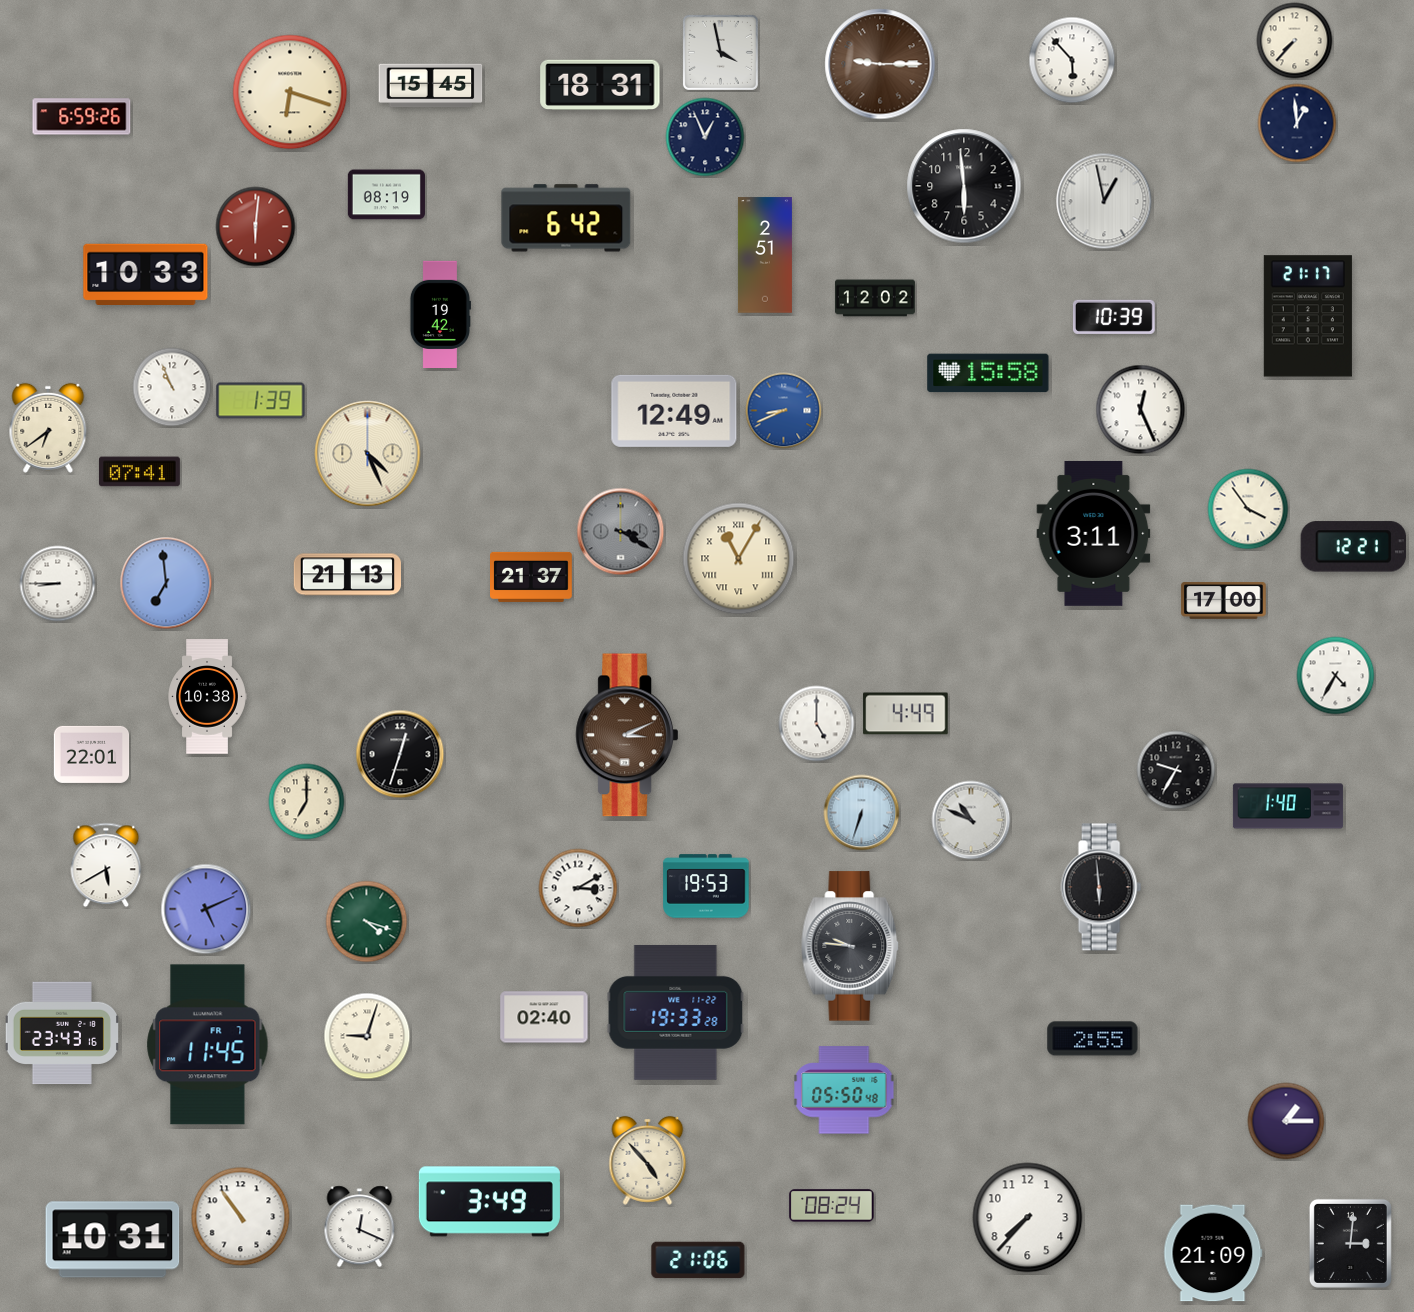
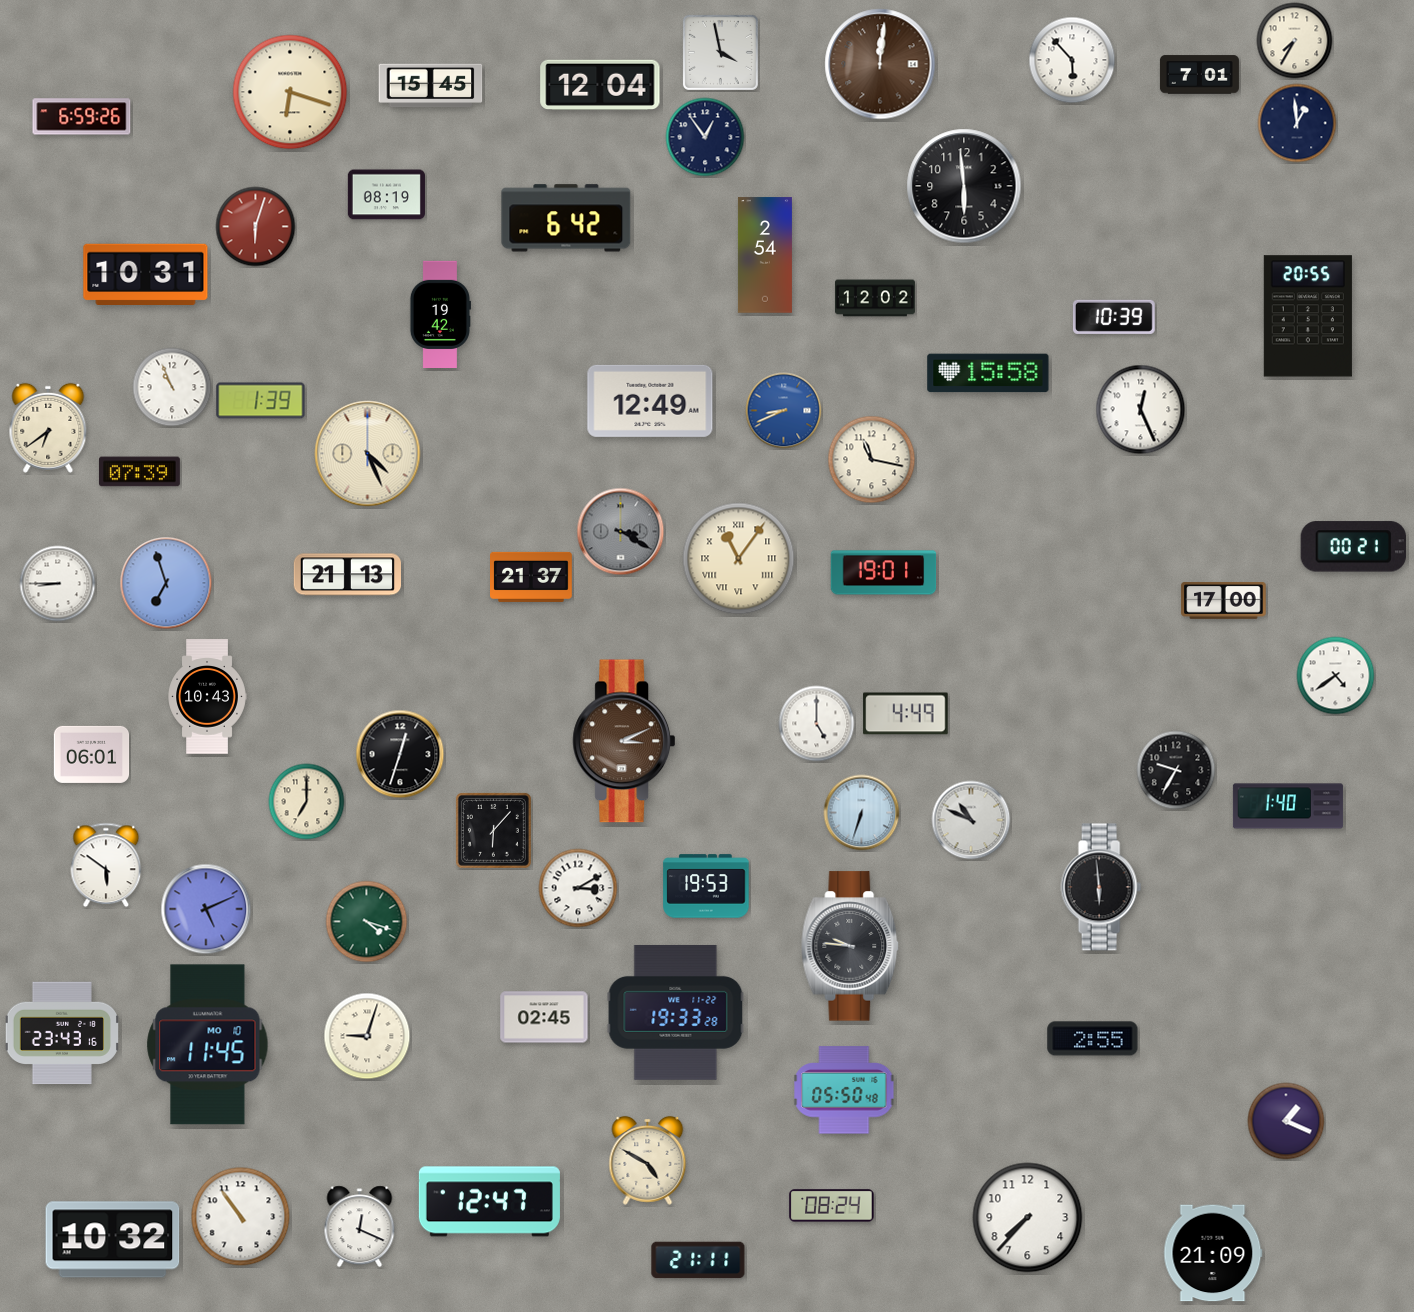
clock at (1295, 41): 7:37 -> 7:35
clock at (880, 64): 9:15 -> 12:01
clock at (1199, 75): none -> 7:01
clock at (600, 84): 18:31 -> 12:04
clock at (705, 137): 12:56 -> 12:54
clock at (1104, 201): 12:58 -> none
clock at (256, 227): 6:01 -> 6:03
clock at (765, 255): 2:51 -> 2:54
clock at (146, 274): 10:33 -> 10:31
clock at (1308, 316): 21:17 -> 20:55
clock at (674, 411) position: (674, 411) -> (650, 401)
clock at (872, 460): none -> 11:17
clock at (139, 472): 07:41 -> 07:39
clock at (1248, 509): 3:54 -> none
clock at (1094, 533): 3:11 -> none
clock at (1353, 547): 12:21 -> 00:21
clock at (739, 559): 11:05 -> 11:06
clock at (884, 573): none -> 19:01
clock at (166, 583): 6:59 -> 6:57
clock at (1336, 676): 4:35 -> 4:39
clock at (207, 697): 10:38 -> 10:43
clock at (626, 735) position: (626, 735) -> (623, 741)
clock at (92, 754): 22:01 -> 06:01
clock at (493, 830): none -> 6:07
clock at (106, 865): 5:40 -> 5:51
clock at (544, 1017): 02:40 -> 02:45
clock at (208, 1045) date: FR 7 -> MO 10
clock at (1286, 1121): 1:15 -> 1:19
clock at (648, 1160): 4:53 -> 4:50
clock at (489, 1202): 3:49 -> 12:47
clock at (113, 1240): 10:31 -> 10:32
clock at (1350, 1243): 3:01 -> none
clock at (698, 1260): 21:06 -> 21:11
